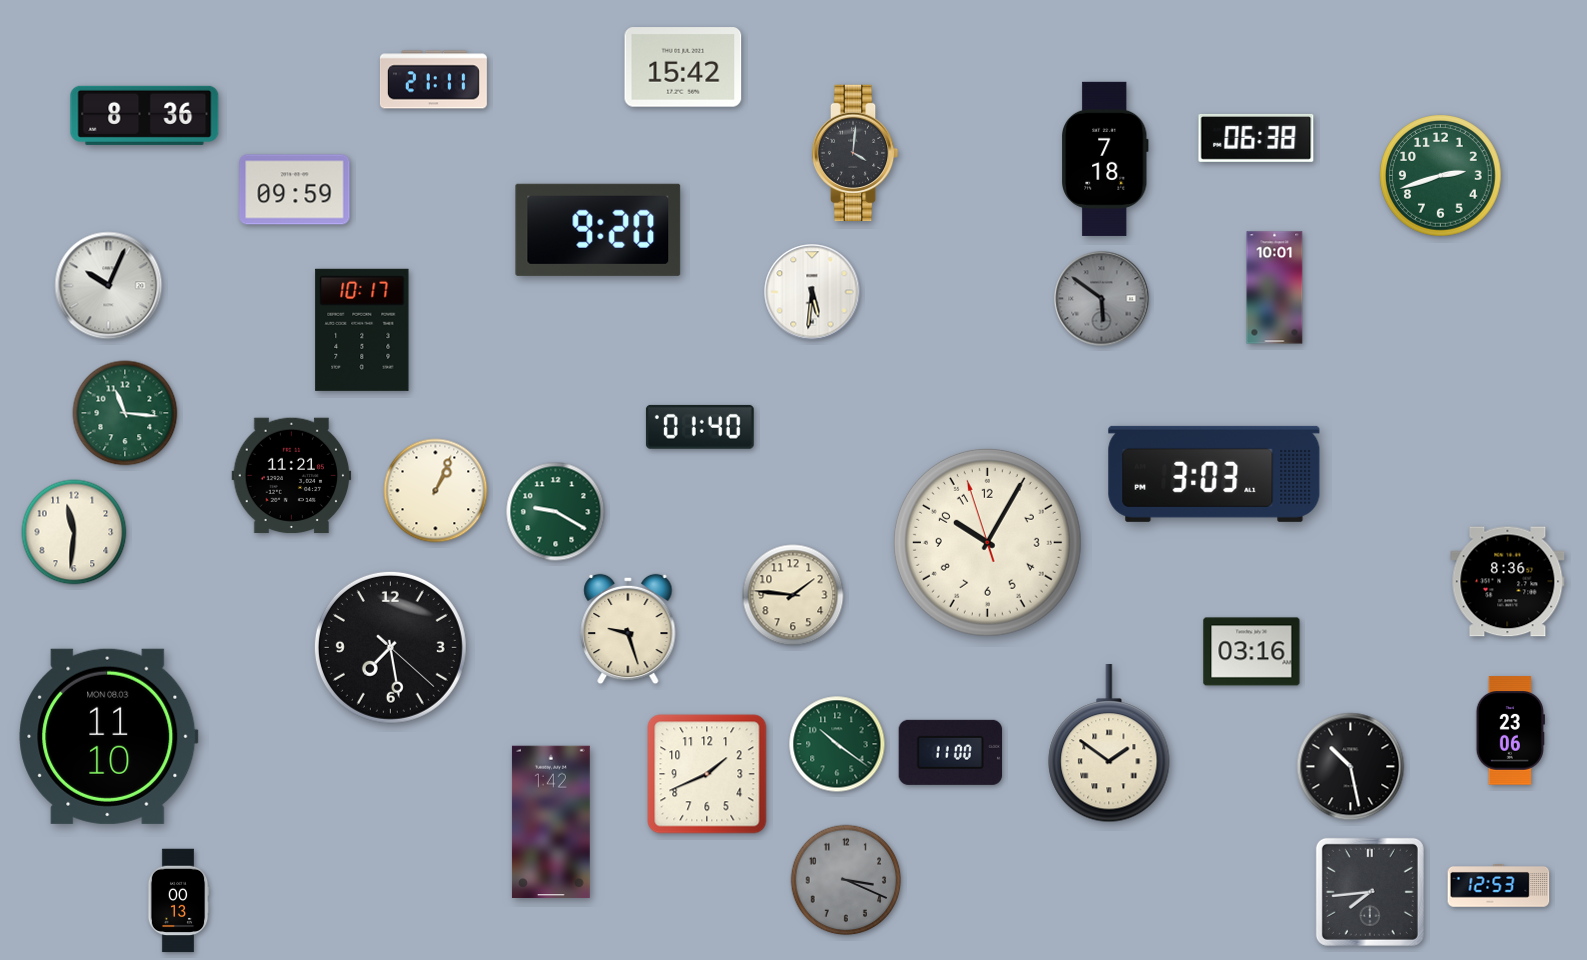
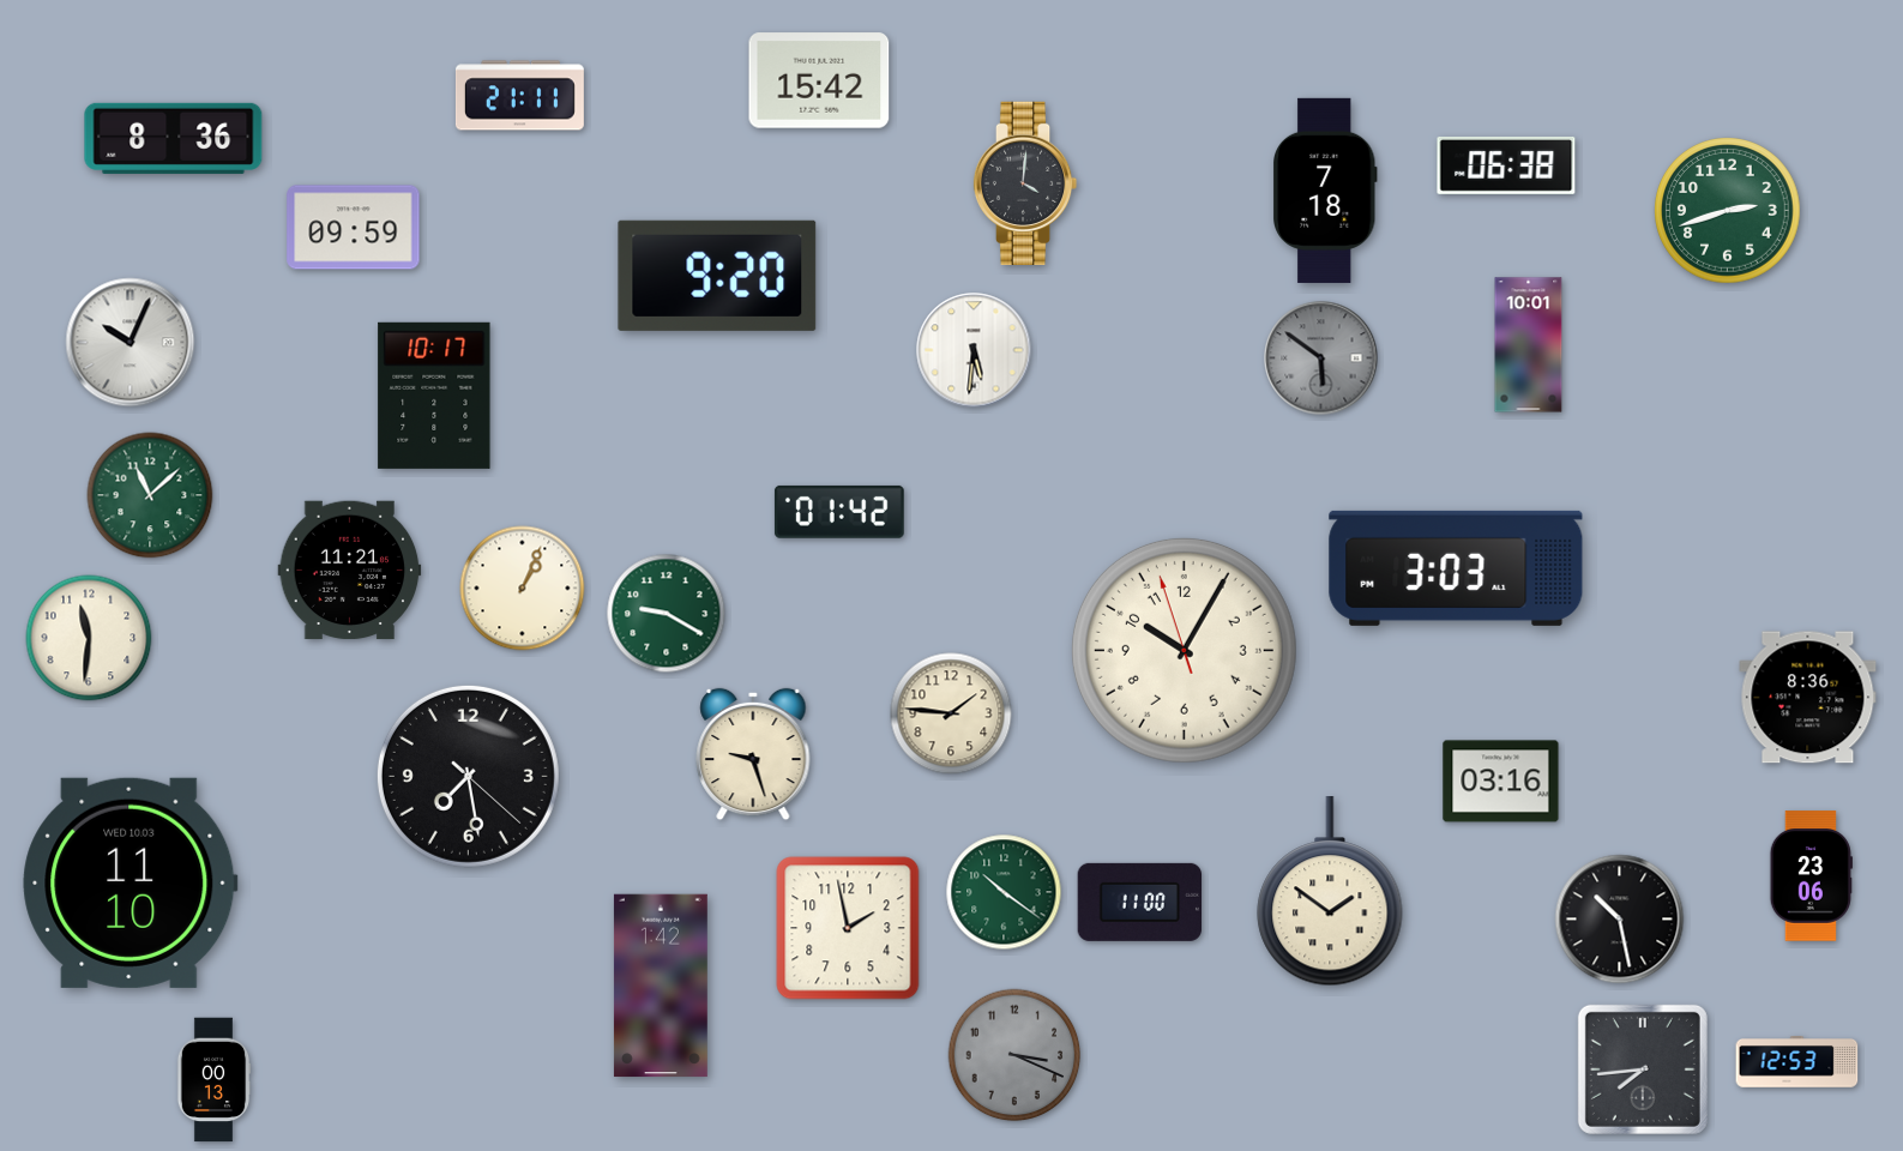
clock at (125, 413): 11:16 -> 11:08
clock at (700, 427): 01:40 -> 01:42
clock at (109, 736) date: MON 08.03 -> WED 10.03
clock at (707, 774): 1:41 -> 1:58
